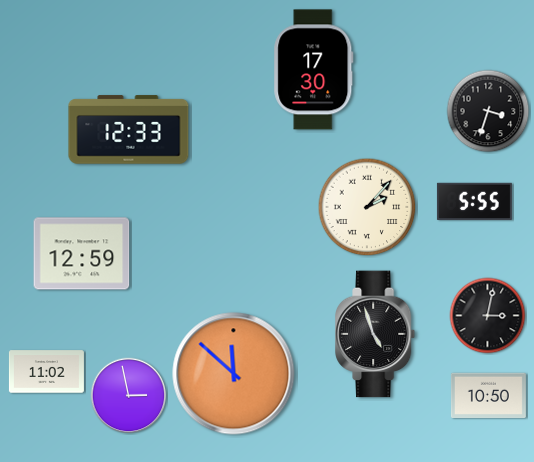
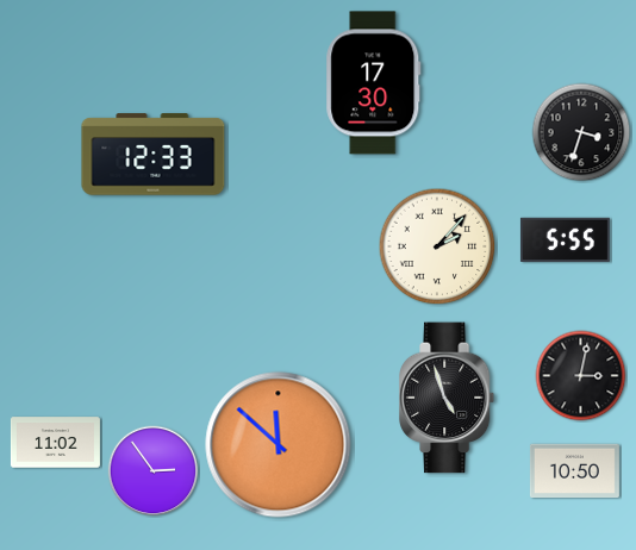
clock at (82, 254): 12:59 -> none
clock at (488, 395) position: (488, 395) -> (574, 470)
clock at (129, 396): 2:58 -> 2:54
